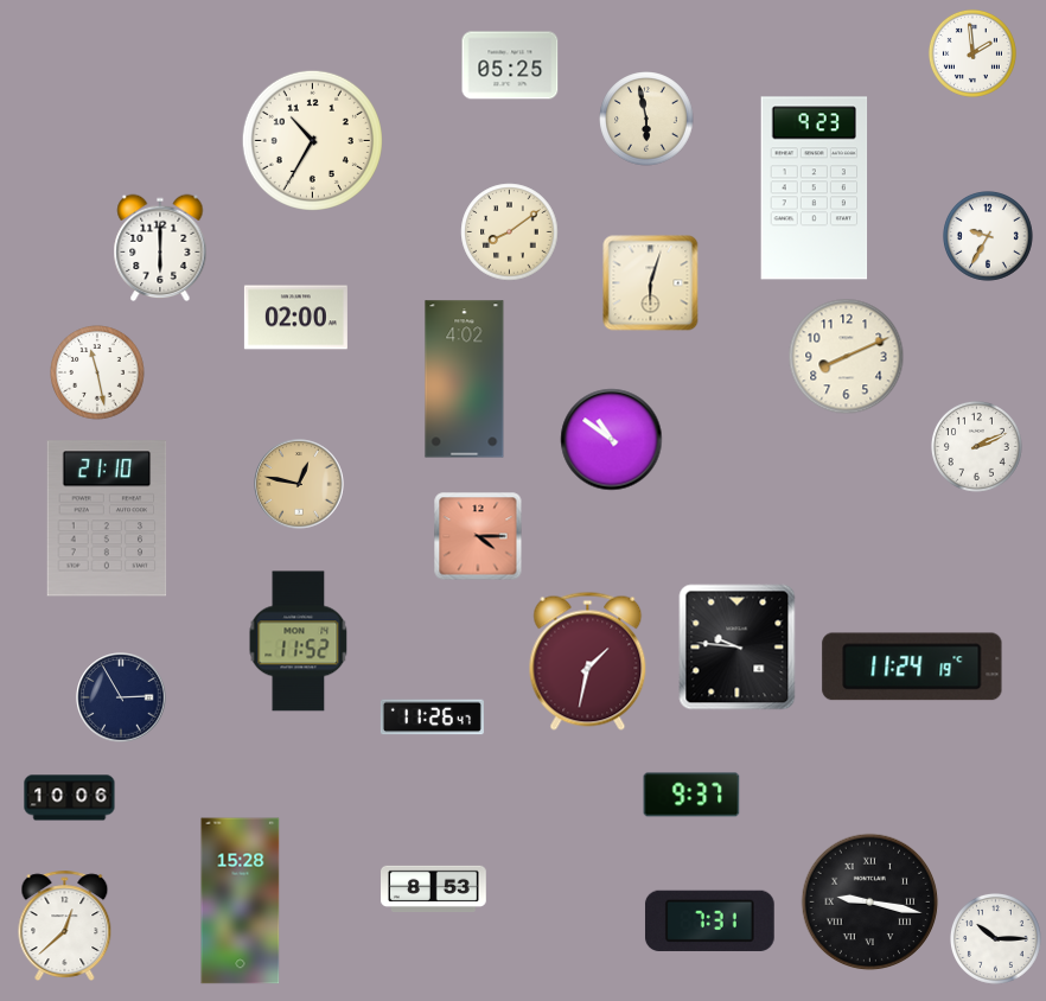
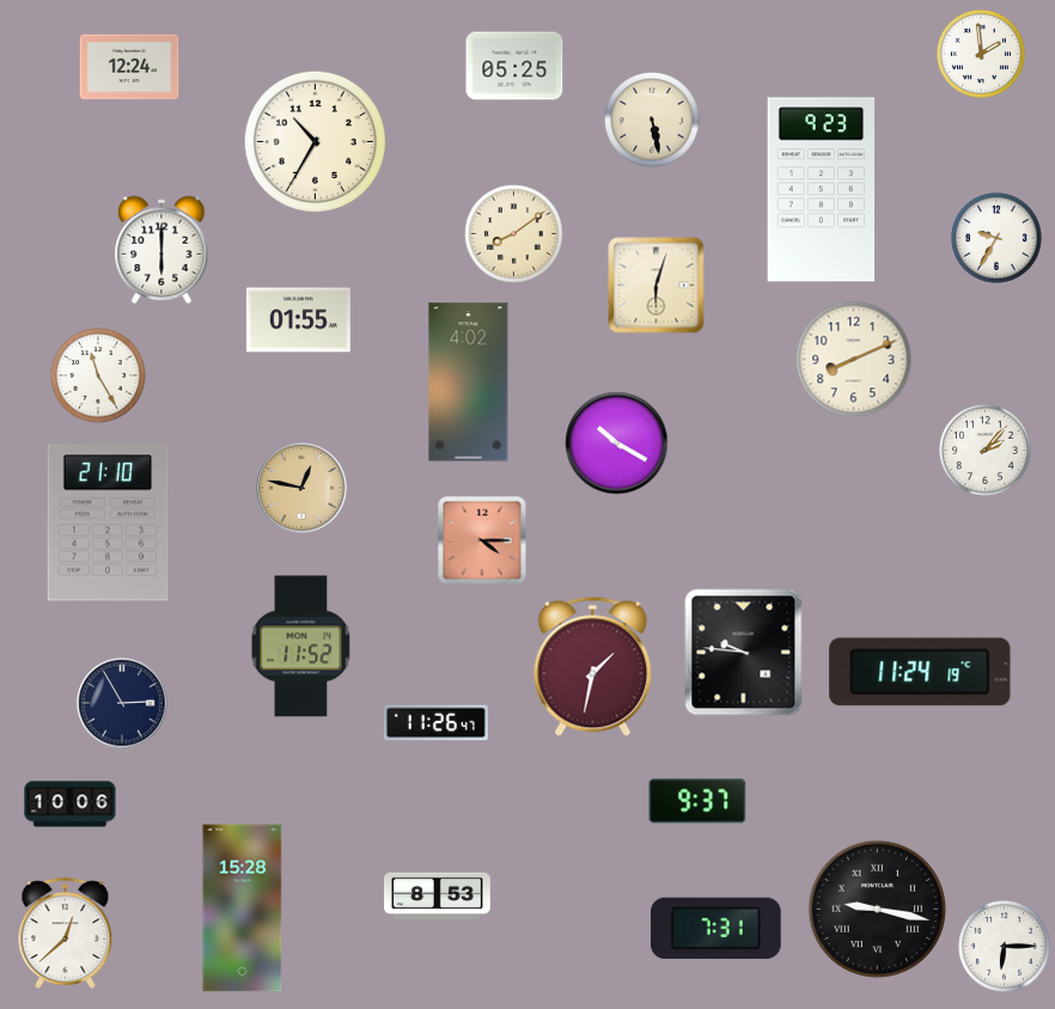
clock at (129, 67): none -> 12:24
clock at (646, 119): 5:58 -> 5:28
clock at (295, 318): 02:00 -> 01:55
clock at (97, 372): 11:28 -> 11:25
clock at (612, 440): 10:51 -> 10:20
clock at (977, 447): 2:11 -> 2:07
clock at (996, 939): 10:15 -> 6:15
